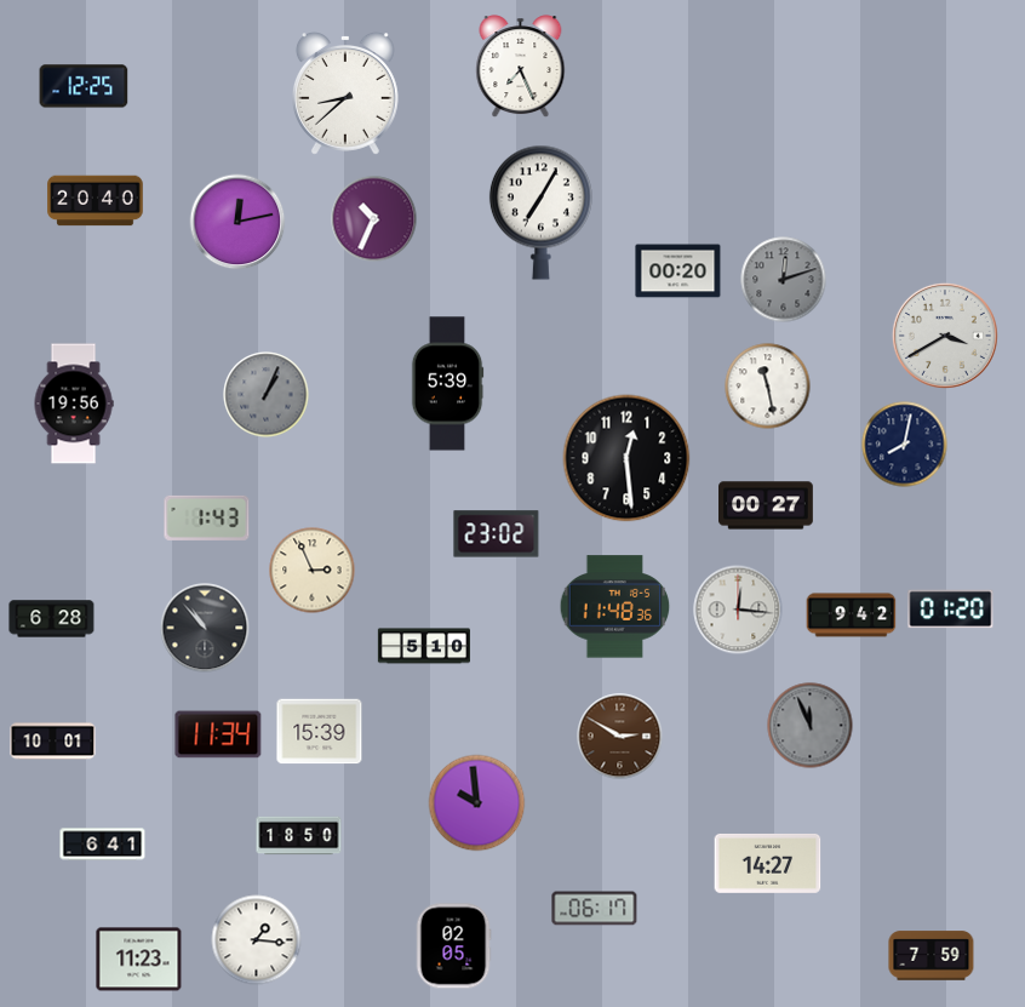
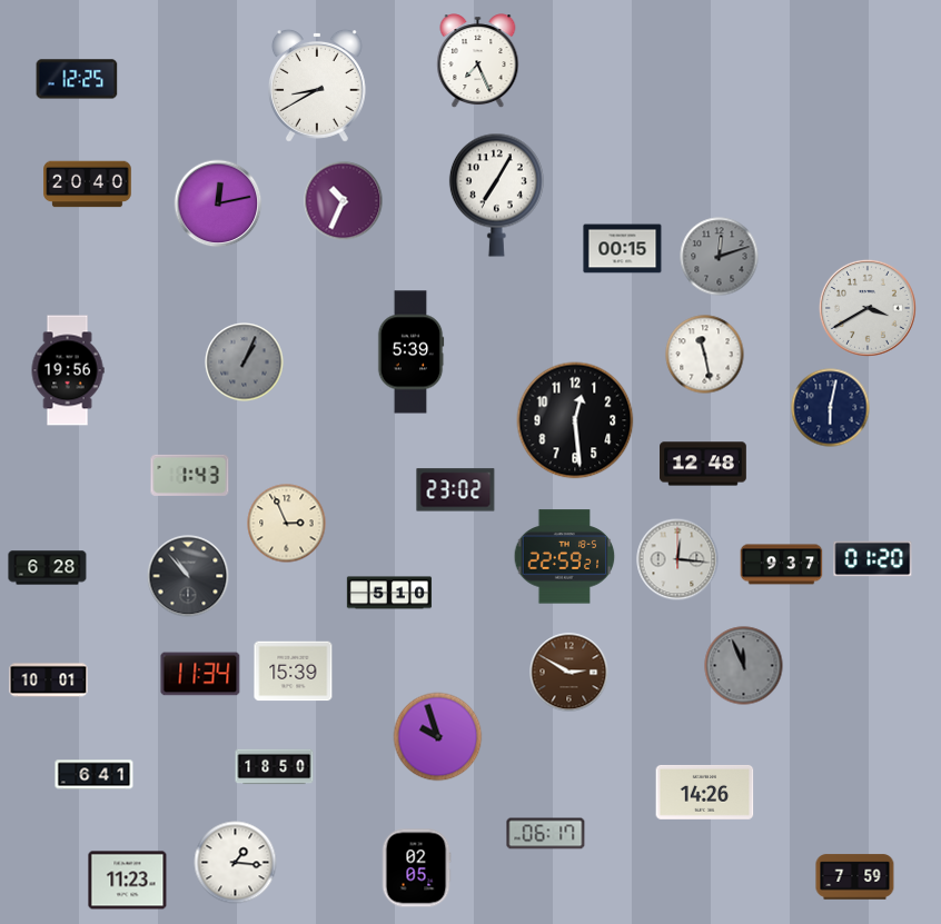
clock at (345, 95): 8:38 -> 8:40
clock at (678, 271): 00:20 -> 00:15
clock at (905, 445): 8:02 -> 6:02
clock at (767, 505): 00:27 -> 12:48
clock at (615, 607): 11:48 -> 22:59
clock at (852, 616): 9:42 -> 9:37
clock at (620, 737) position: (620, 737) -> (569, 673)
clock at (477, 803): 9:59 -> 9:57
clock at (768, 863): 14:27 -> 14:26
